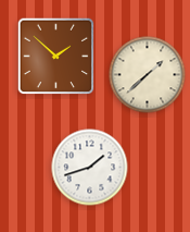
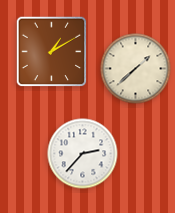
clock at (56, 57): 1:52 -> 1:10
clock at (90, 168): 1:42 -> 2:37
